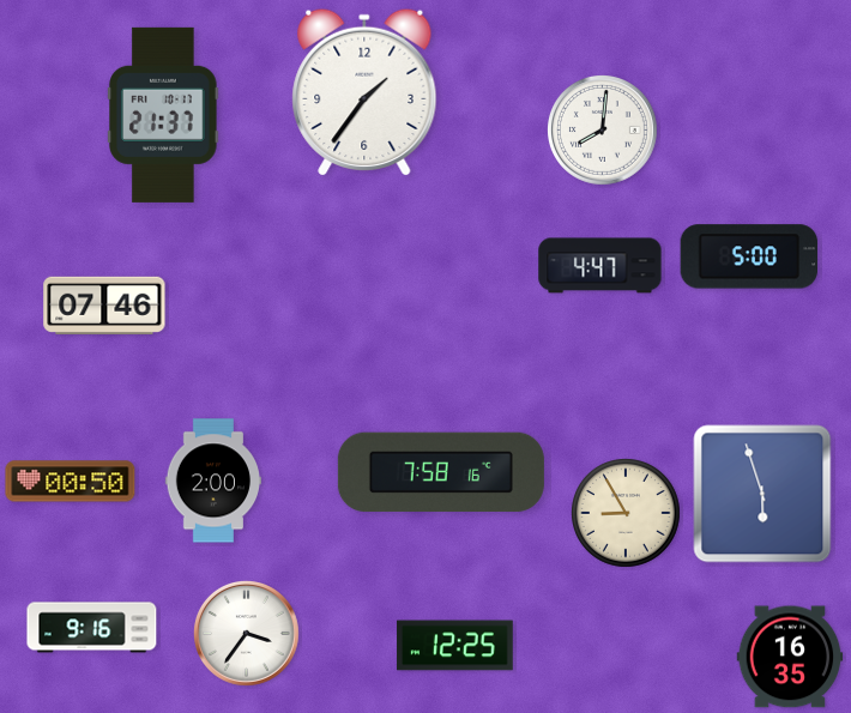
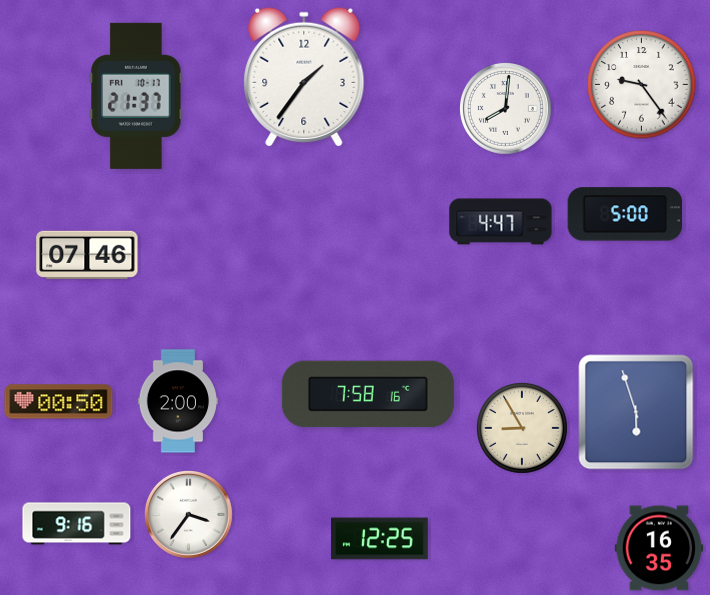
clock at (642, 85): none -> 9:24
clock at (602, 129) position: (602, 129) -> (505, 108)
clock at (247, 634) position: (247, 634) -> (189, 515)
